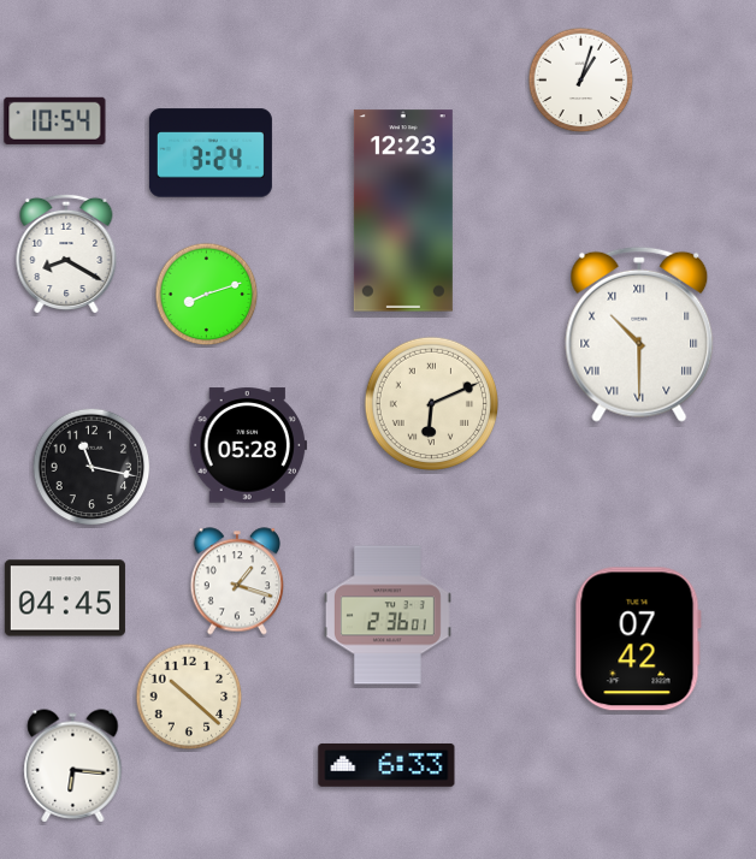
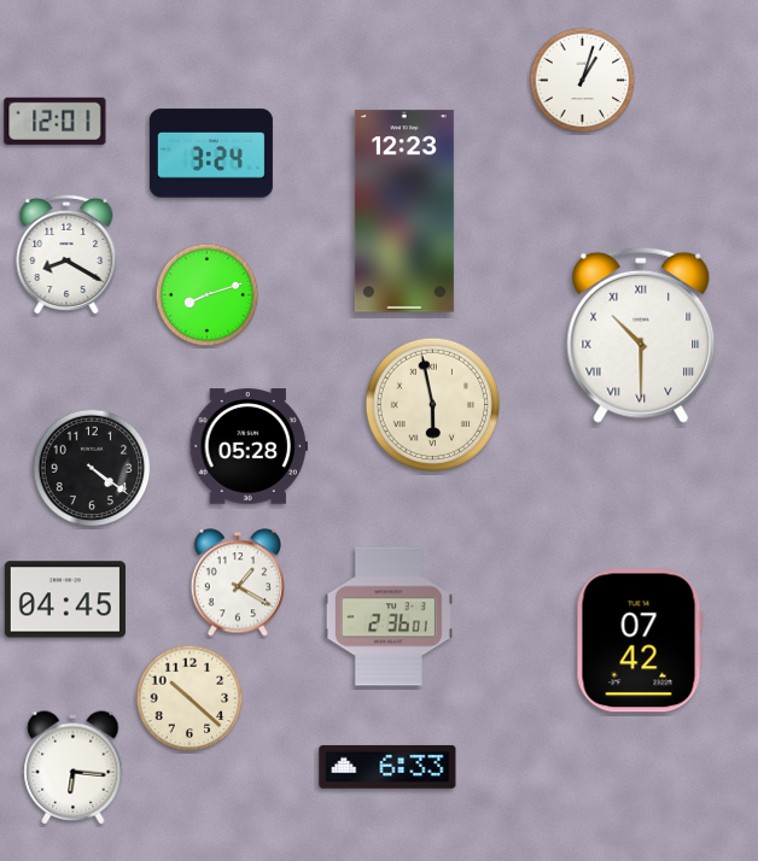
clock at (55, 120): 10:54 -> 12:01
clock at (431, 403): 6:11 -> 5:58
clock at (91, 467): 11:17 -> 4:21
clock at (236, 581): 1:18 -> 1:20
